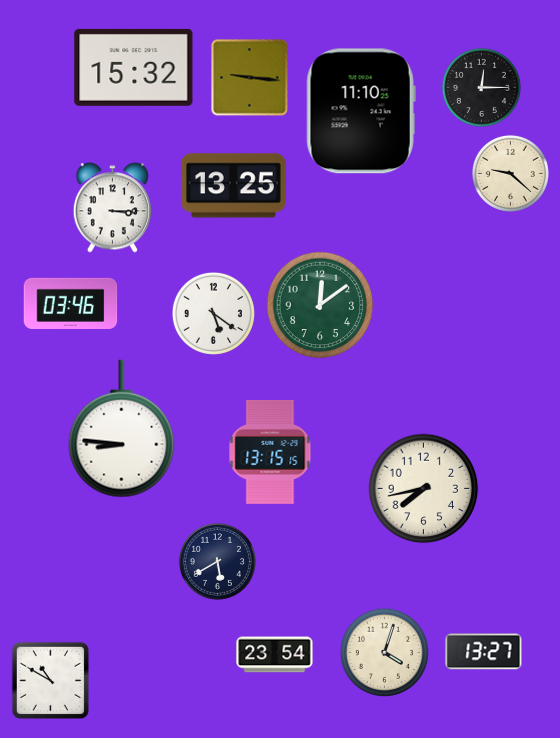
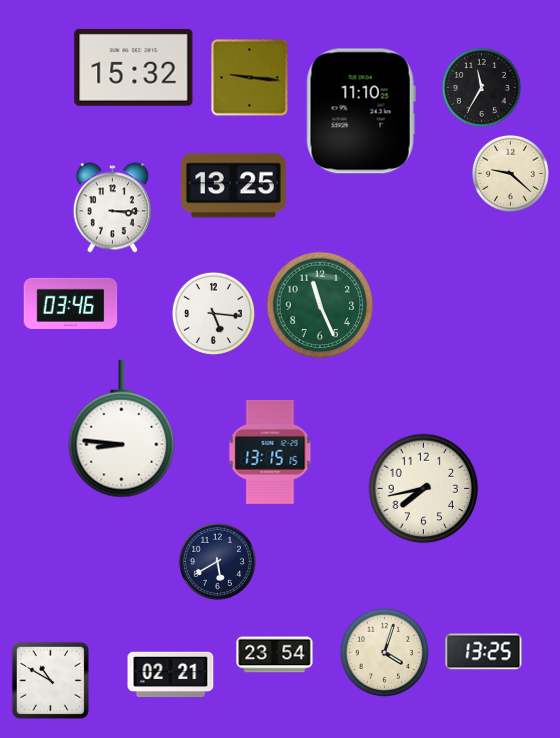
clock at (481, 87): 12:15 -> 11:35
clock at (320, 305): 12:09 -> 11:26
clock at (213, 313): 5:21 -> 5:16
clock at (484, 652): 13:27 -> 13:25
clock at (171, 675): none -> 02:21
